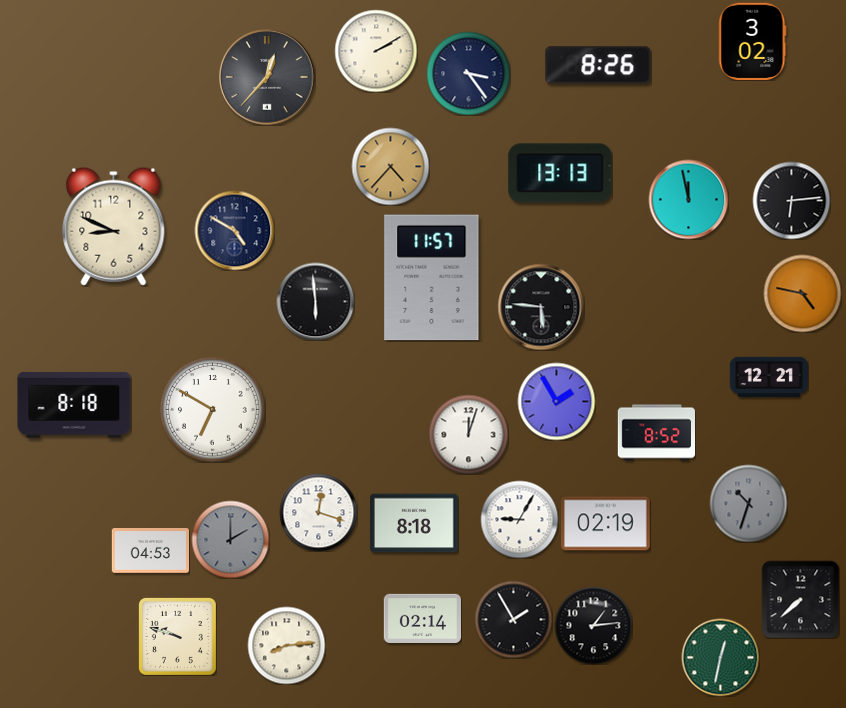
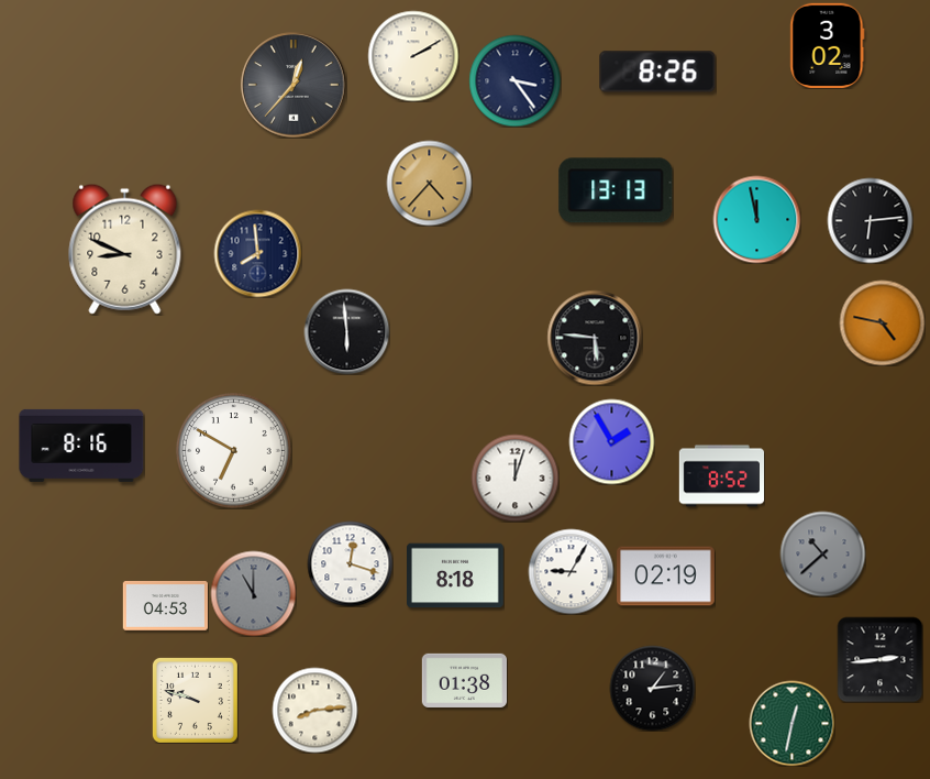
clock at (234, 230): 4:50 -> 7:59
clock at (432, 278): 11:57 -> none
clock at (769, 377): 12:21 -> none
clock at (74, 405): 8:18 -> 8:16
clock at (748, 503): 10:33 -> 10:38
clock at (230, 539): 2:00 -> 11:00
clock at (800, 599): 7:38 -> 2:44
clock at (422, 618): 02:14 -> 01:38
clock at (513, 619): 1:55 -> none
